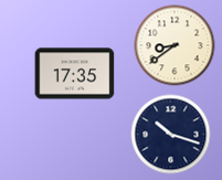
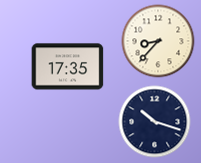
clock at (175, 45): 8:39 -> 8:37
